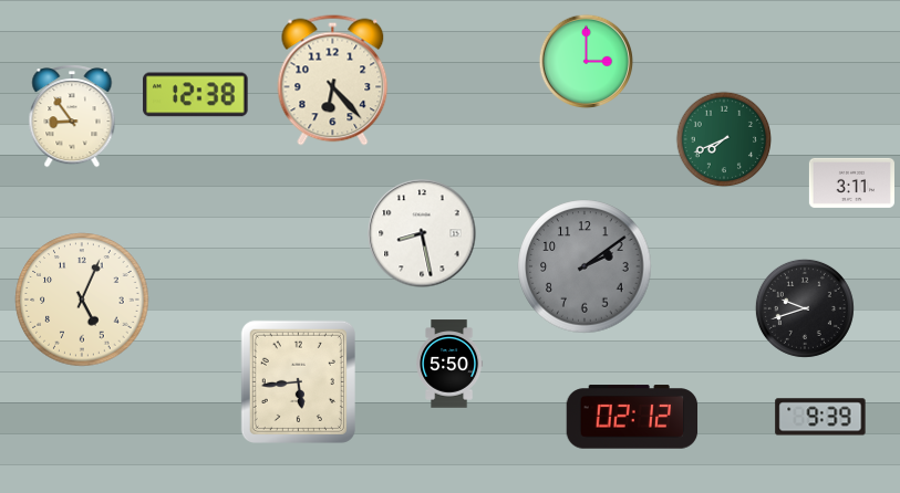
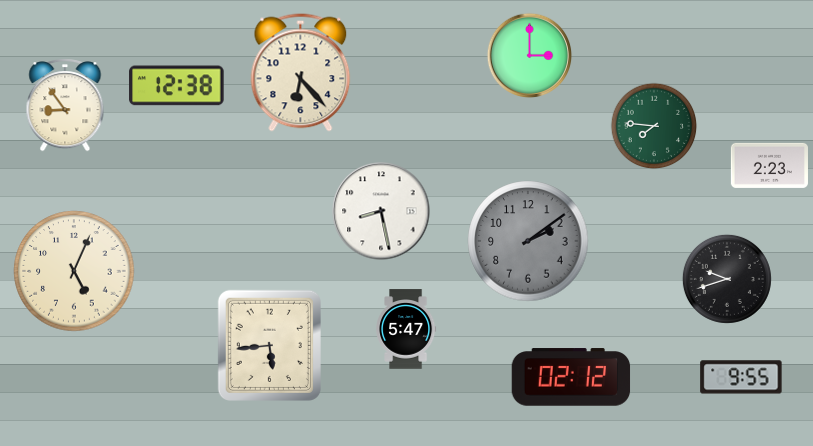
clock at (724, 139): 7:41 -> 7:46
clock at (851, 182): 3:11 -> 2:23
clock at (449, 364): 5:50 -> 5:47
clock at (820, 417): 9:39 -> 9:55
